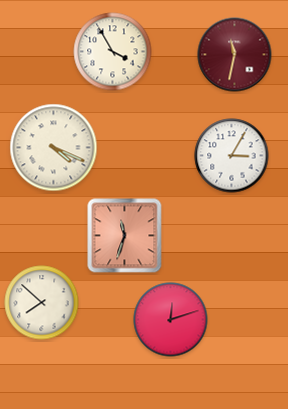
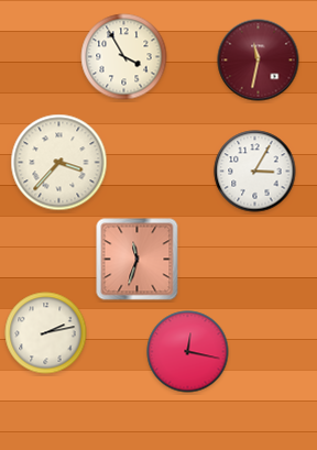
clock at (54, 148): 4:19 -> 3:37
clock at (42, 303): 7:52 -> 2:13
clock at (171, 320): 12:12 -> 12:17
